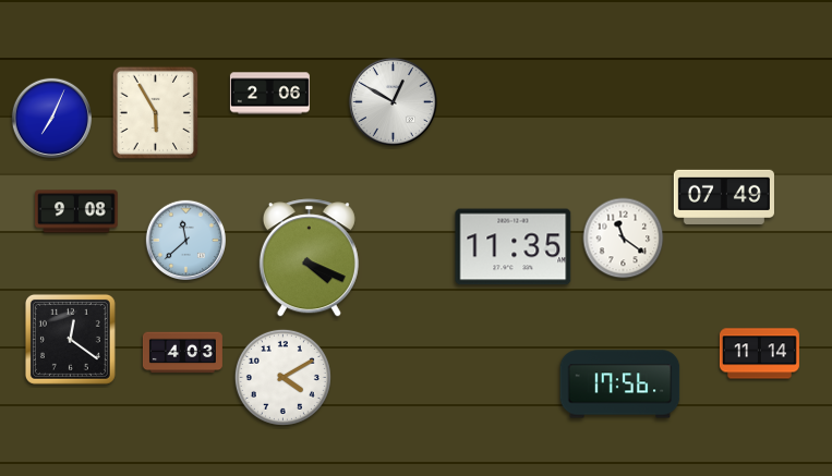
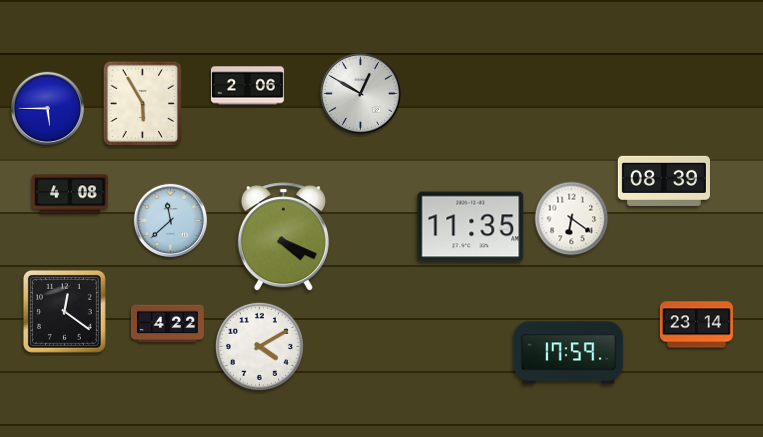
clock at (51, 118): 7:04 -> 5:45
clock at (724, 197): 07:49 -> 08:39
clock at (76, 211): 9:08 -> 4:08
clock at (624, 239): 11:21 -> 6:21
clock at (182, 353): 4:03 -> 4:22
clock at (759, 354): 11:14 -> 23:14
clock at (620, 385): 17:56 -> 17:59
